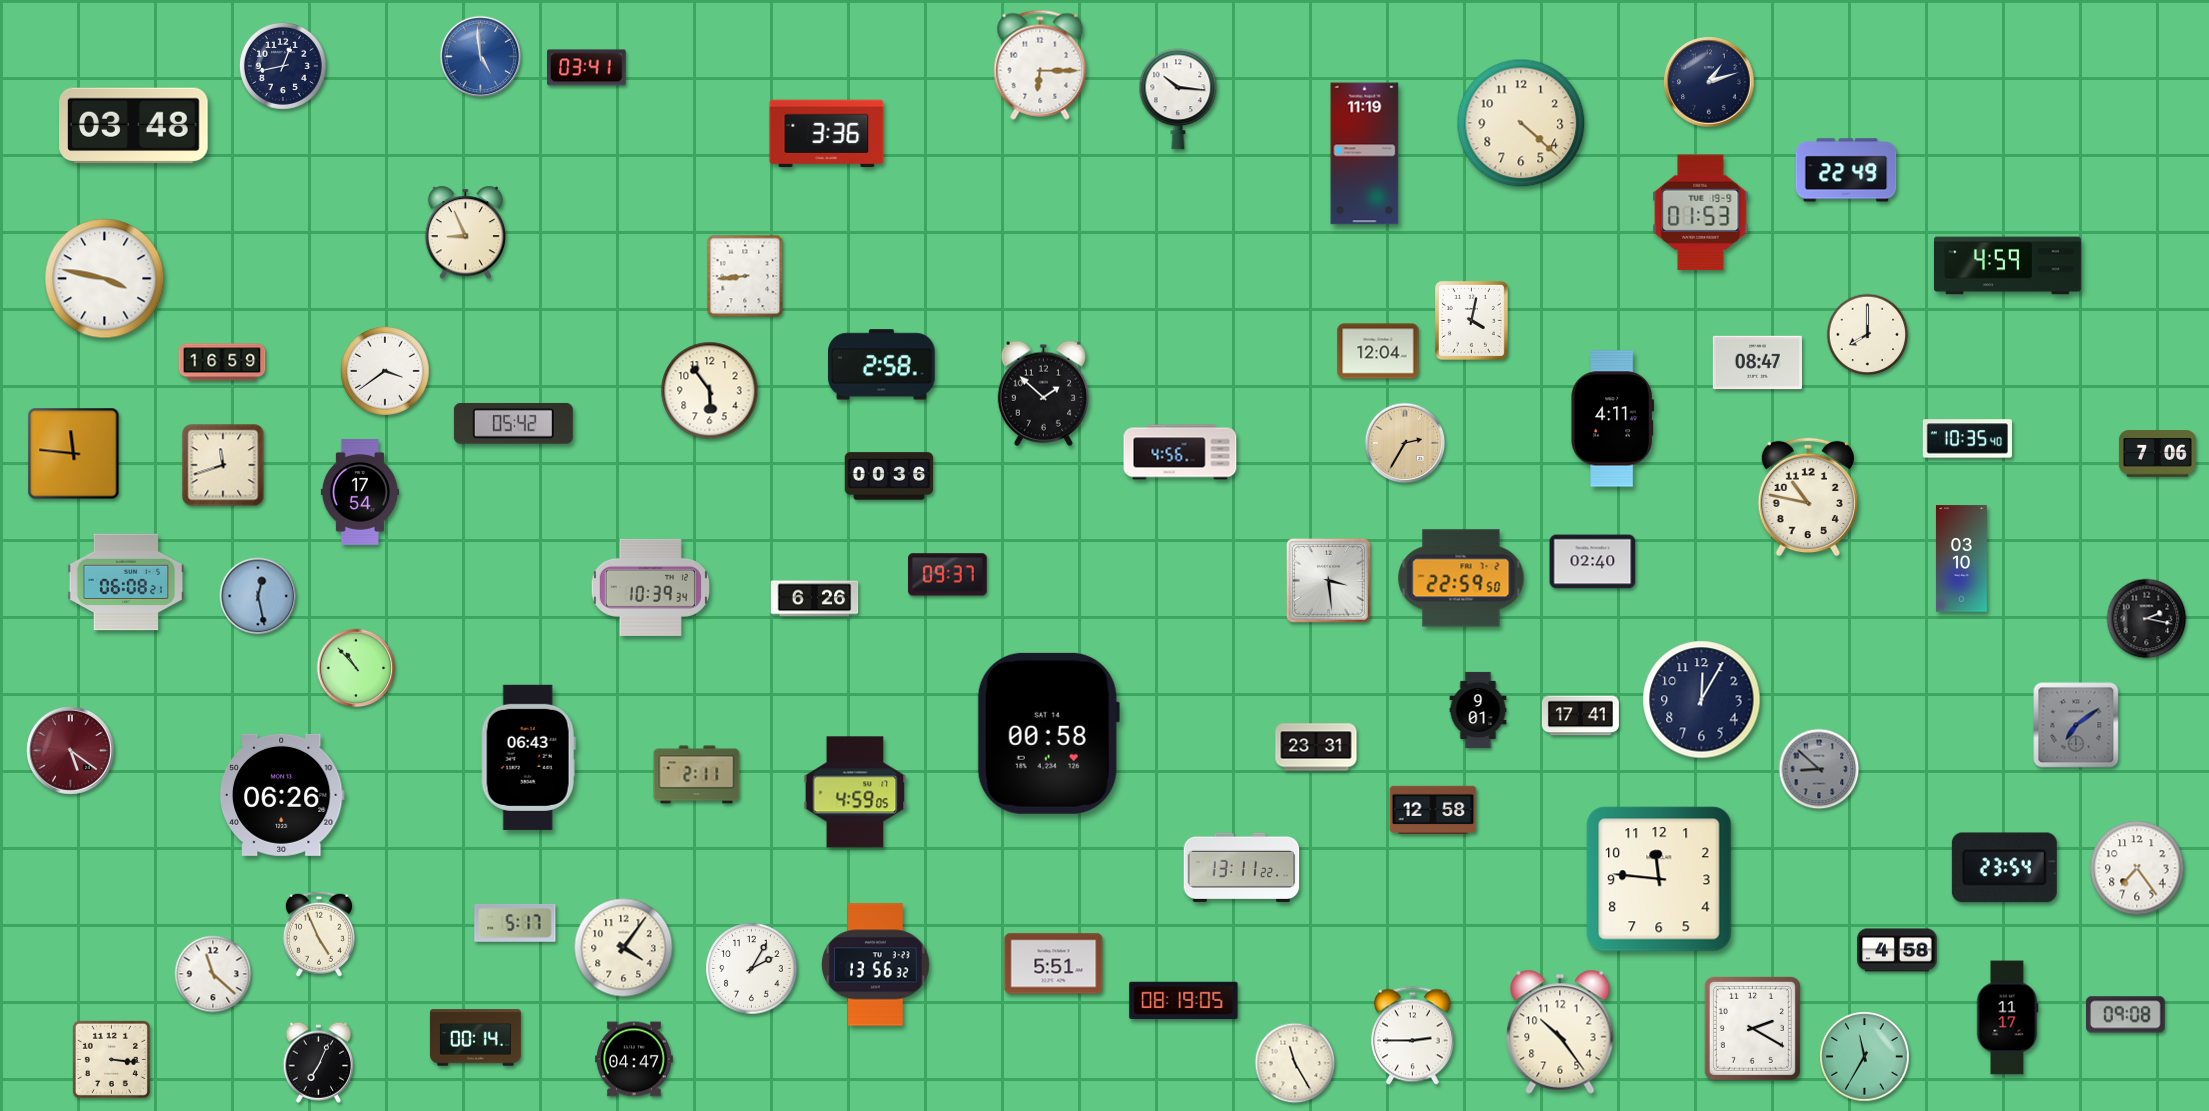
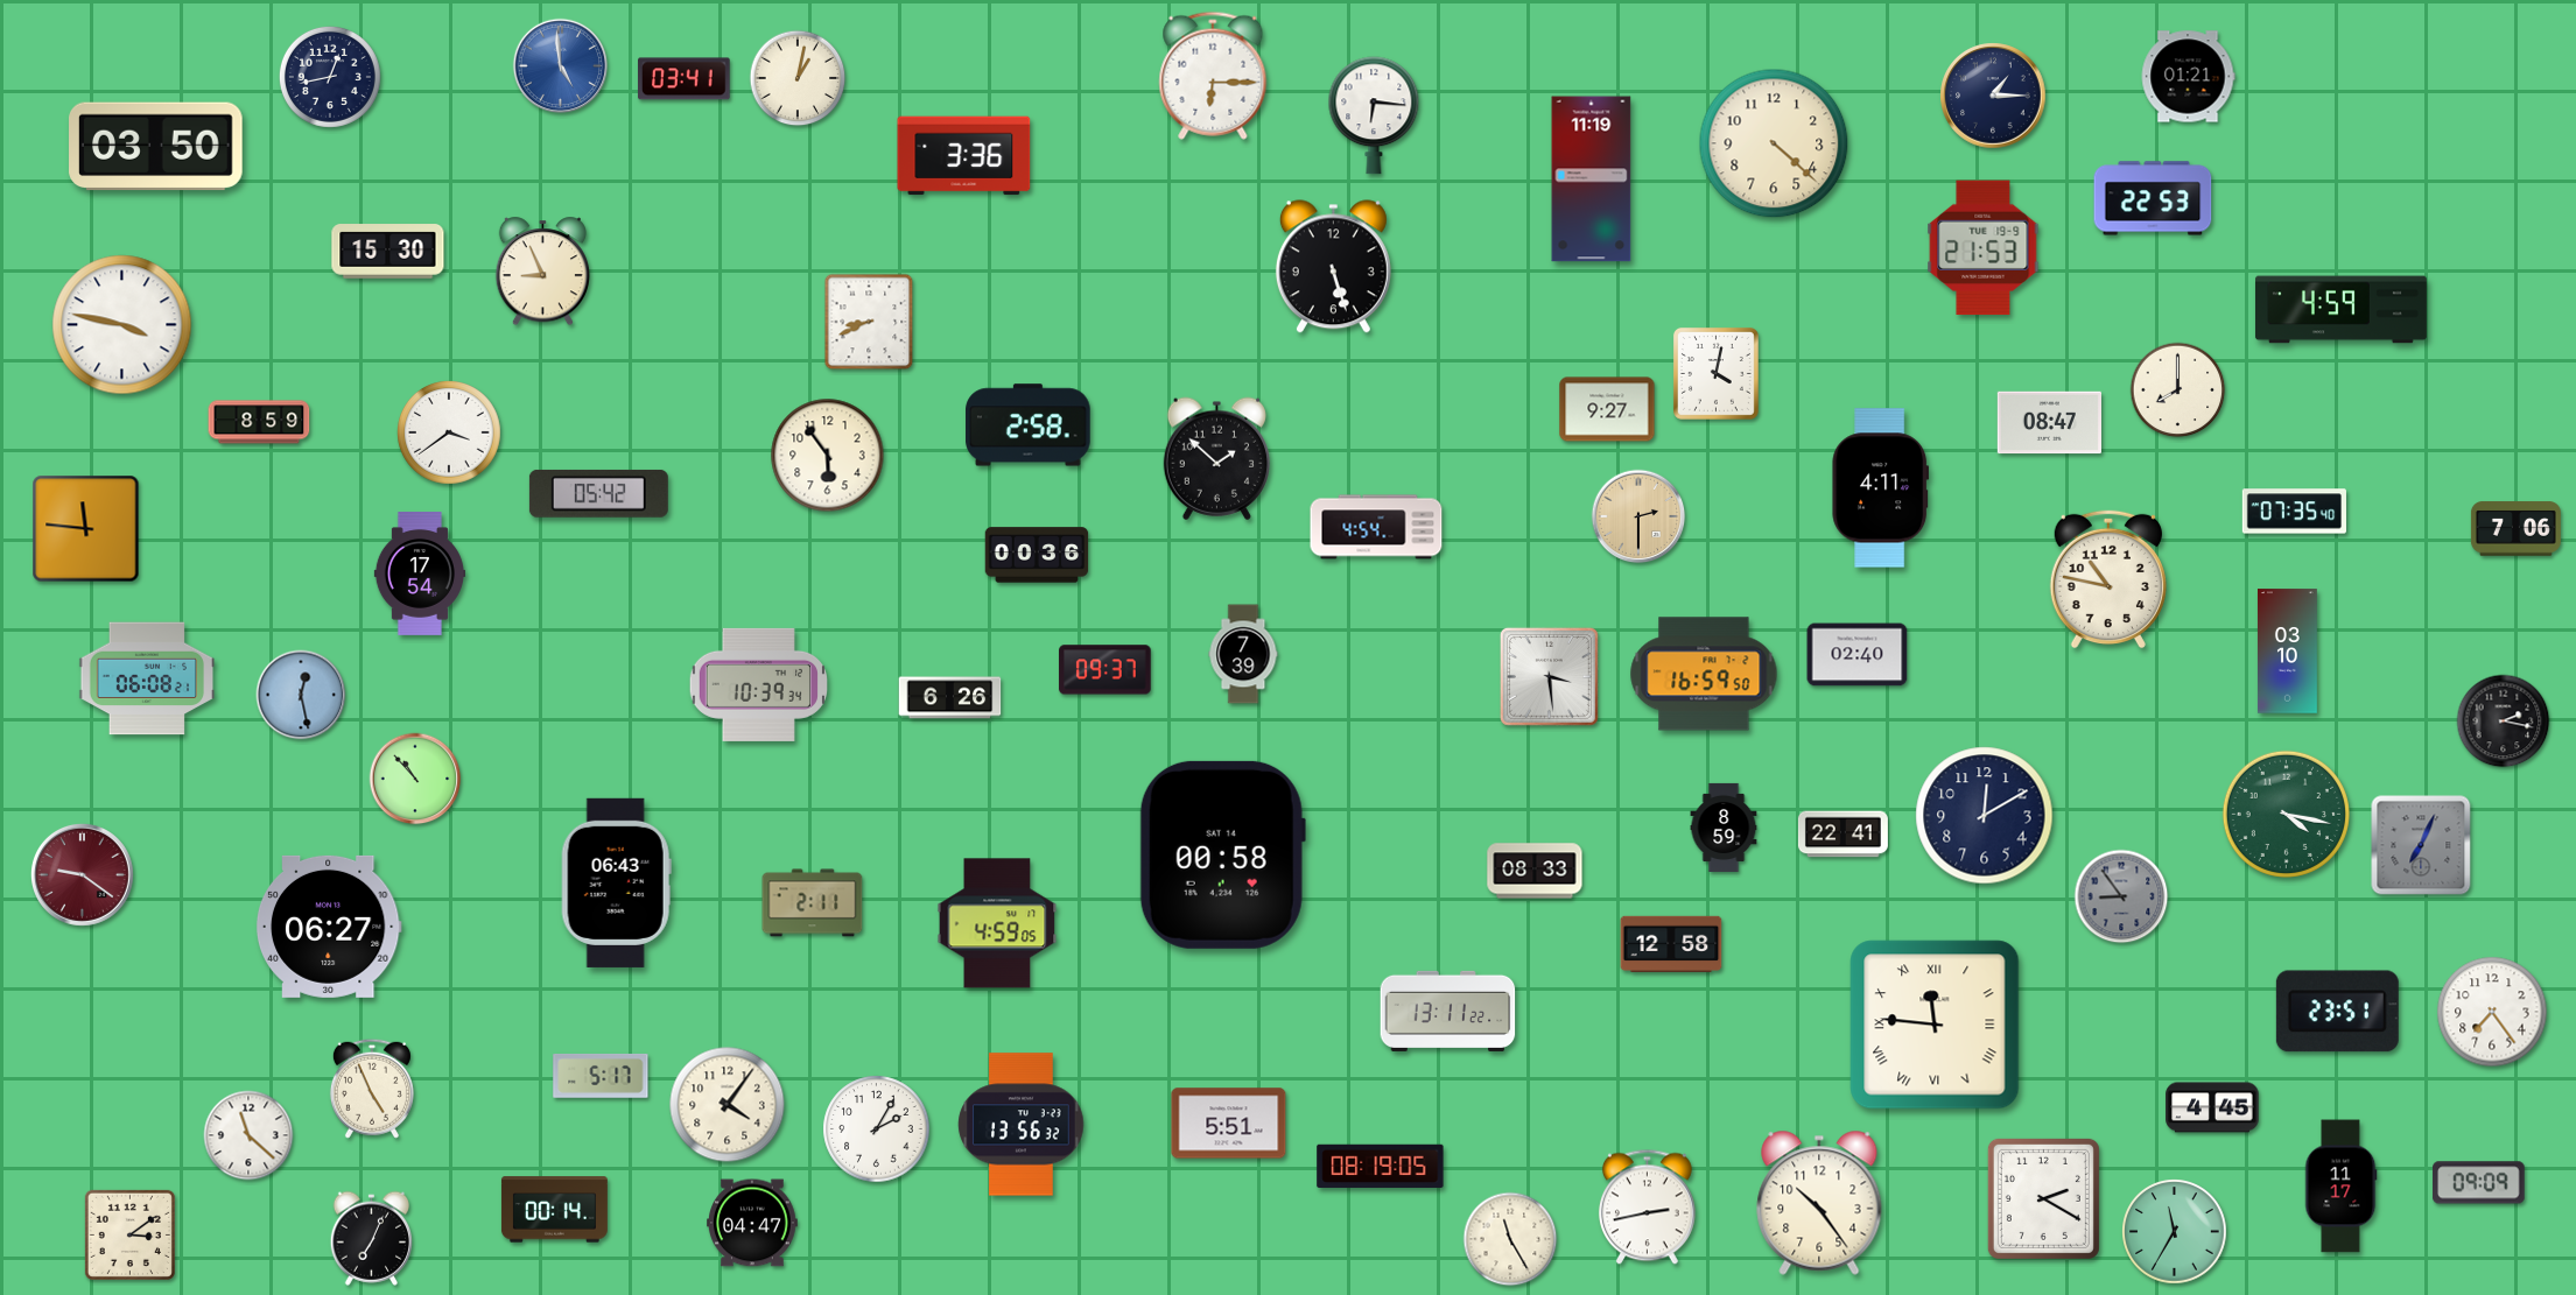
clock at (2188, 77): none -> 01:21
clock at (798, 78): none -> 1:02
clock at (1709, 82): 1:12 -> 1:15
clock at (1178, 99): 10:16 -> 6:16
clock at (134, 126): 03:48 -> 03:50
clock at (1846, 170): 22:49 -> 22:53
clock at (1701, 213): 01:53 -> 21:53
clock at (388, 252): none -> 15:30
clock at (1333, 267): none -> 5:27
clock at (745, 276): 8:44 -> 8:41
clock at (1378, 351): 12:04 -> 9:27
clock at (222, 362): 16:59 -> 8:59
clock at (1967, 439): 10:35 -> 07:35
clock at (1405, 443): 2:35 -> 2:30
clock at (1180, 452): 4:56 -> 4:54
clock at (223, 465): 11:42 -> none
clock at (1243, 654): none -> 7:39
clock at (1461, 578): 22:59 -> 16:59
clock at (2286, 814): none -> 4:17
clock at (1702, 700): 12:05 -> 12:10
clock at (1478, 710): 9:01 -> 8:59
clock at (1580, 716): 17:41 -> 22:41
clock at (2076, 725): 7:09 -> 7:04
clock at (1316, 747): 23:31 -> 08:33
clock at (71, 751): 5:21 -> 9:21
clock at (1819, 769): 8:52 -> 8:54
clock at (282, 795): 06:26 -> 06:27
clock at (2004, 868): 23:54 -> 23:51
clock at (1659, 879) numerals: Arabic -> Roman
clock at (1897, 950): 4:58 -> 4:45
clock at (2126, 1015): 09:08 -> 09:09
clock at (1412, 1036): 2:45 -> 2:43
clock at (111, 1059): 3:16 -> 3:09
clock at (635, 1059) position: (635, 1059) -> (753, 1223)
